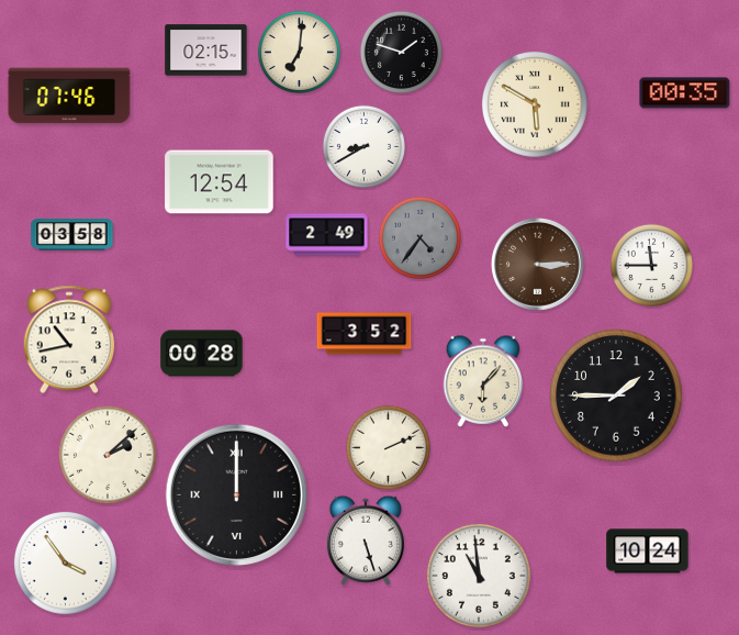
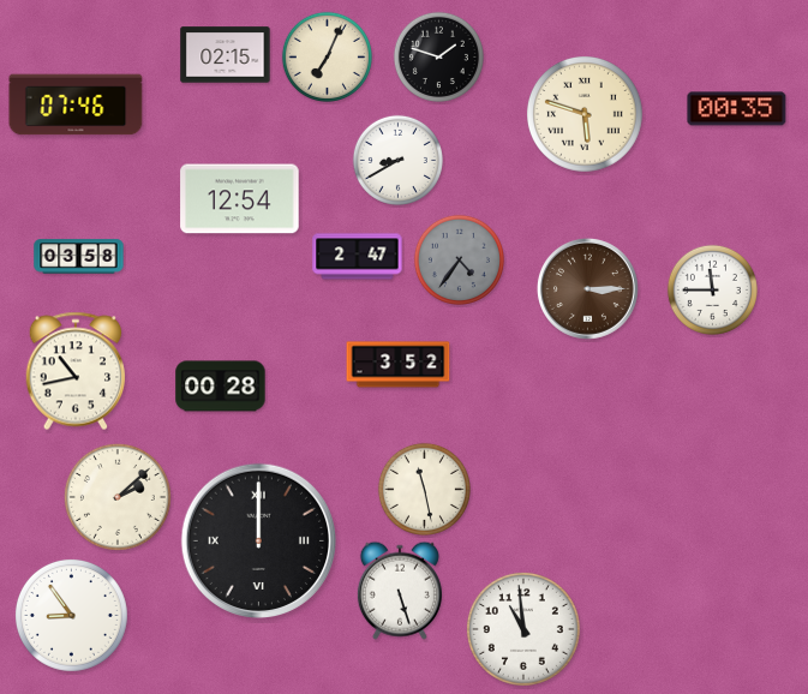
clock at (299, 52): 7:01 -> 7:04
clock at (685, 93) position: (685, 93) -> (737, 109)
clock at (536, 105): 5:50 -> 5:48
clock at (327, 235): 2:49 -> 2:47
clock at (483, 381): 6:07 -> none
clock at (616, 396): 1:45 -> none
clock at (388, 447): 2:11 -> 11:28
clock at (648, 552): 10:24 -> none
clock at (65, 562): 3:54 -> 8:54
